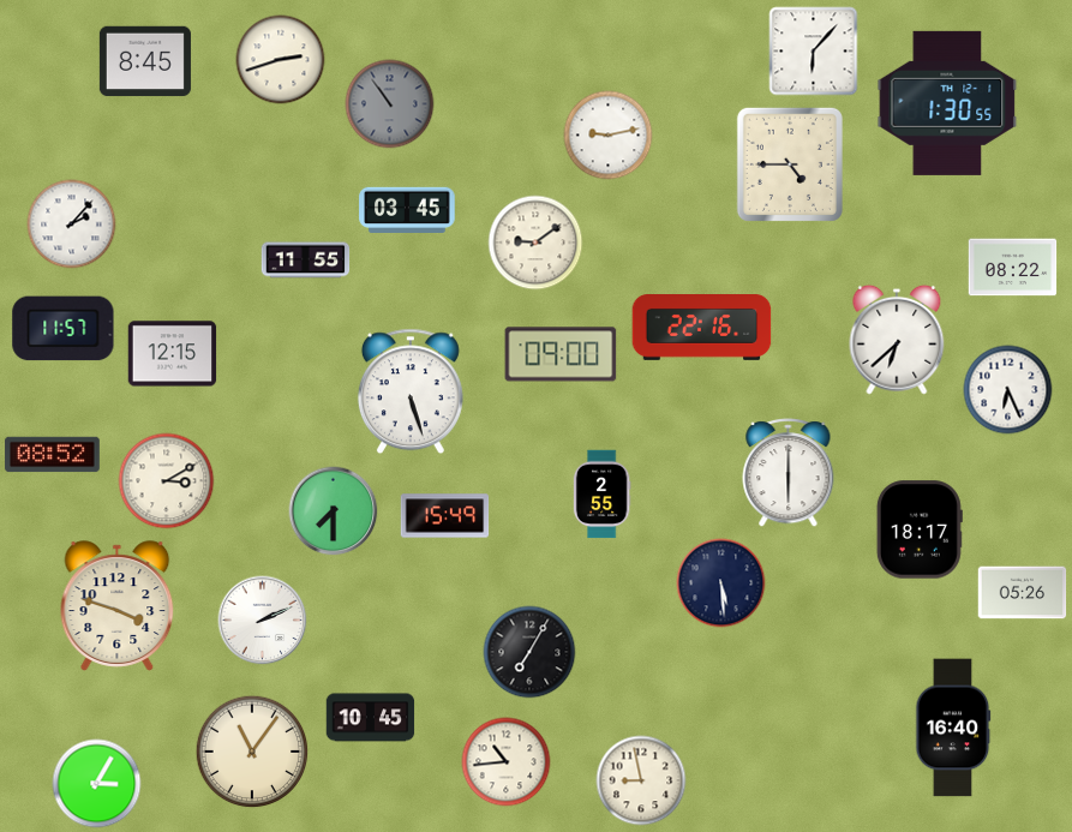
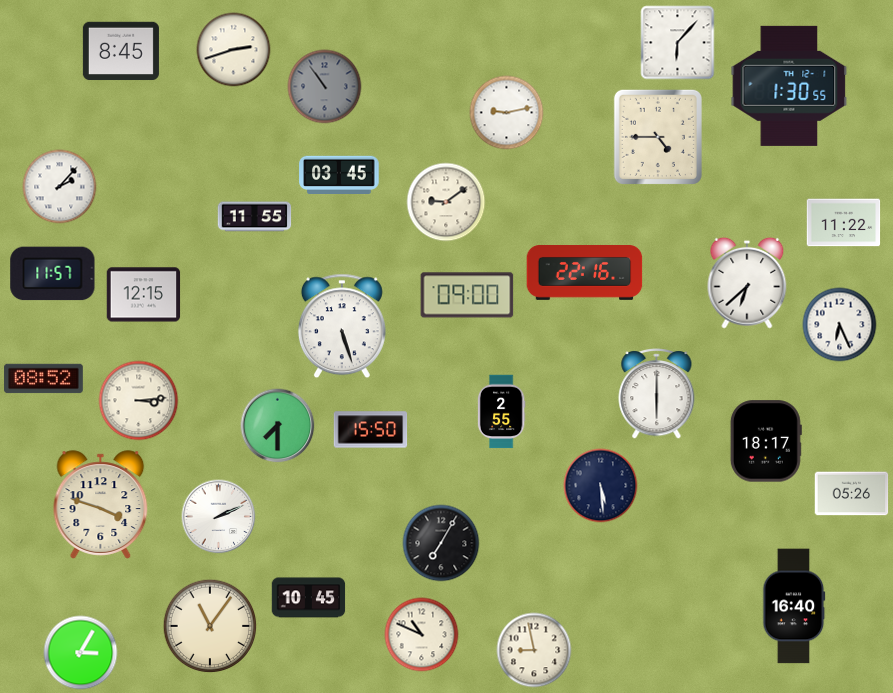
clock at (1013, 268): 08:22 -> 11:22
clock at (167, 481): 3:10 -> 3:14
clock at (445, 516): 15:49 -> 15:50
clock at (118, 606) position: (118, 606) -> (101, 505)
clock at (507, 762): 10:44 -> 10:49
